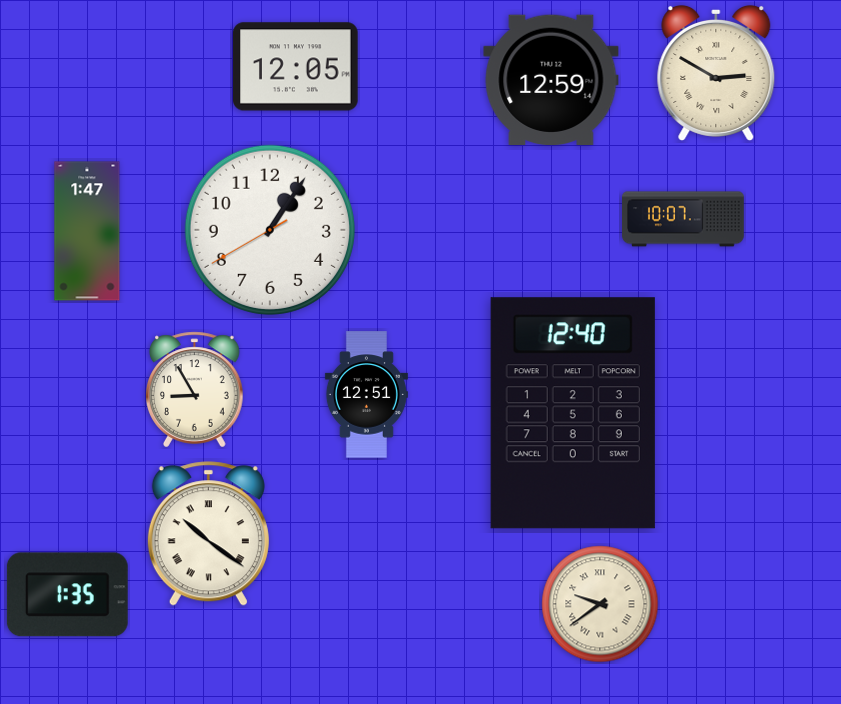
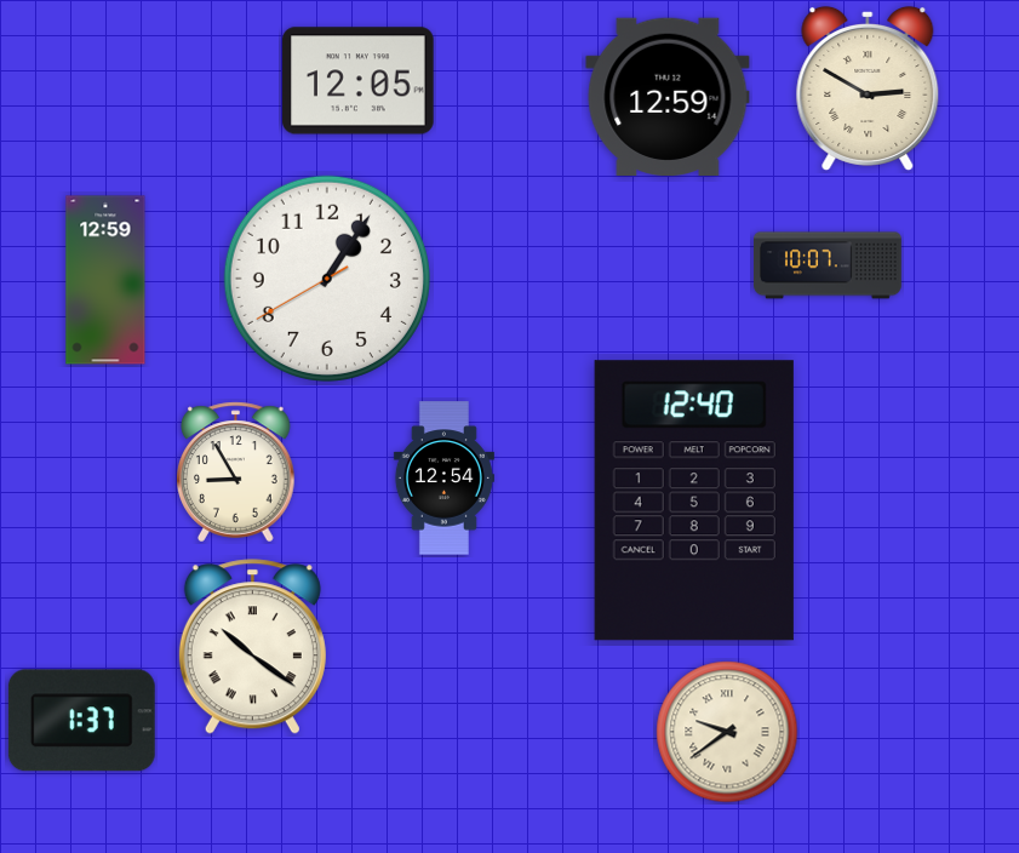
clock at (87, 231): 1:47 -> 12:59
clock at (366, 395): 12:51 -> 12:54
clock at (67, 595): 1:35 -> 1:37
